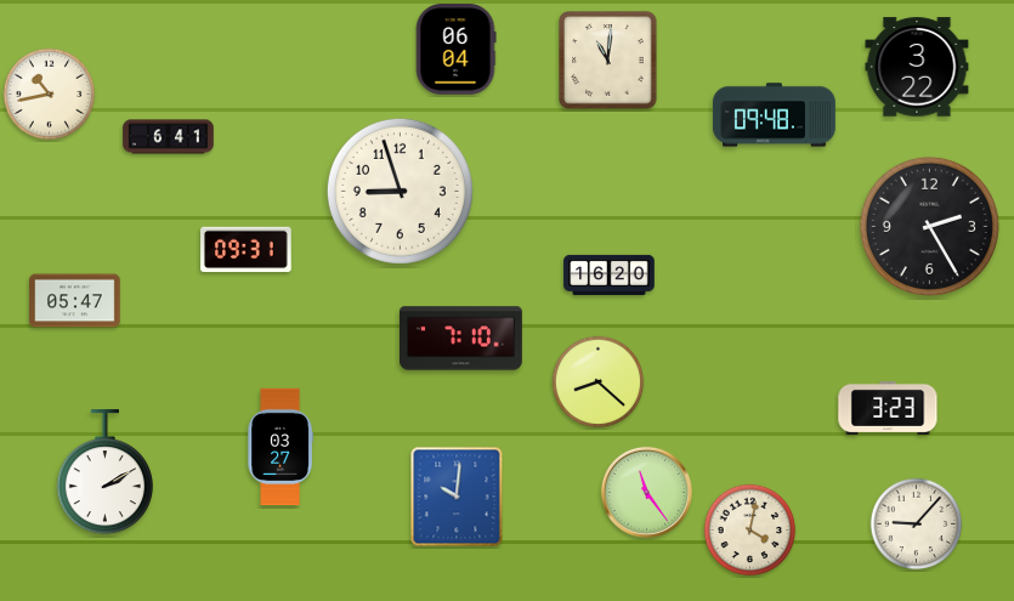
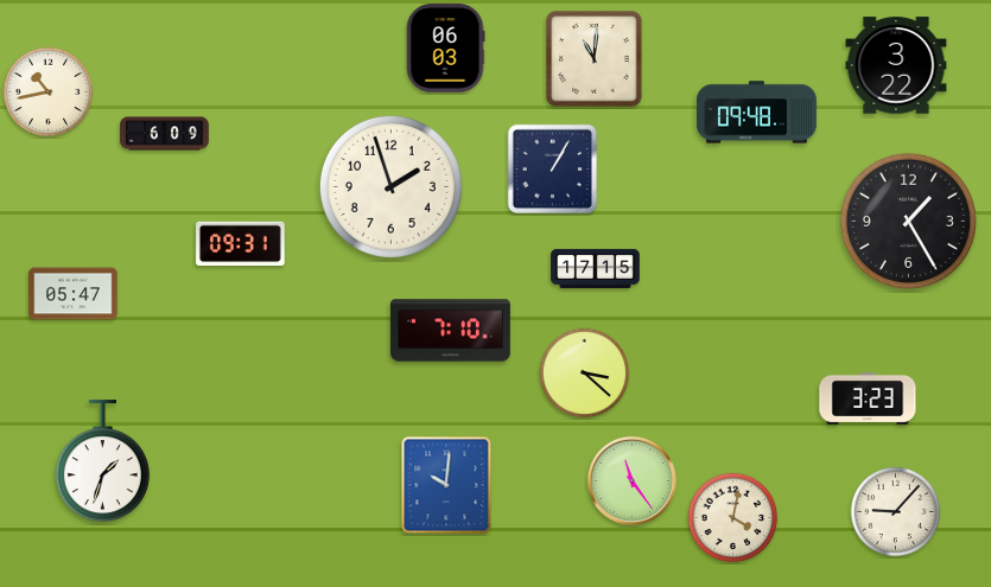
clock at (455, 50): 06:04 -> 06:03
clock at (169, 137): 6:41 -> 6:09
clock at (552, 168): none -> 1:05
clock at (400, 191): 8:57 -> 1:57
clock at (929, 226): 2:25 -> 1:25
clock at (610, 274): 16:20 -> 17:15
clock at (599, 382): 8:22 -> 3:22
clock at (281, 447): 03:27 -> none
clock at (104, 472): 2:10 -> 1:33
